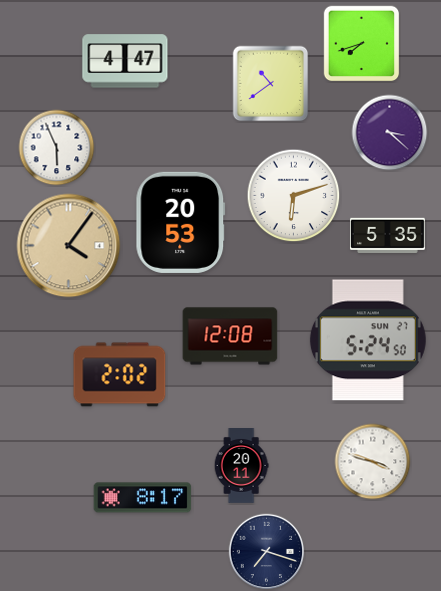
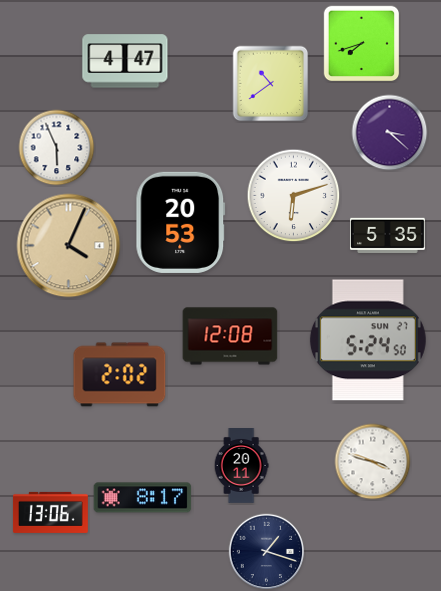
clock at (69, 246): 4:06 -> 4:04
clock at (50, 512): none -> 13:06
clock at (267, 552): 7:18 -> 1:18
